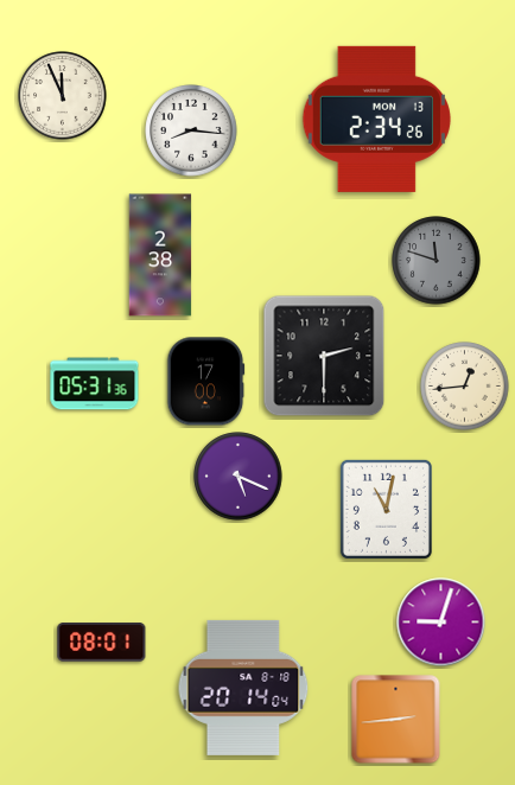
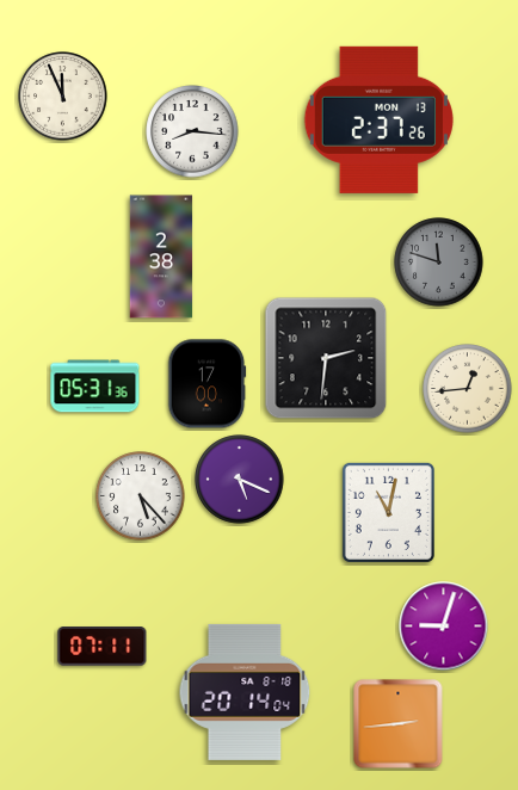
clock at (376, 119): 2:34 -> 2:37
clock at (324, 356): 2:30 -> 2:31
clock at (141, 496): none -> 5:23
clock at (102, 643): 08:01 -> 07:11
